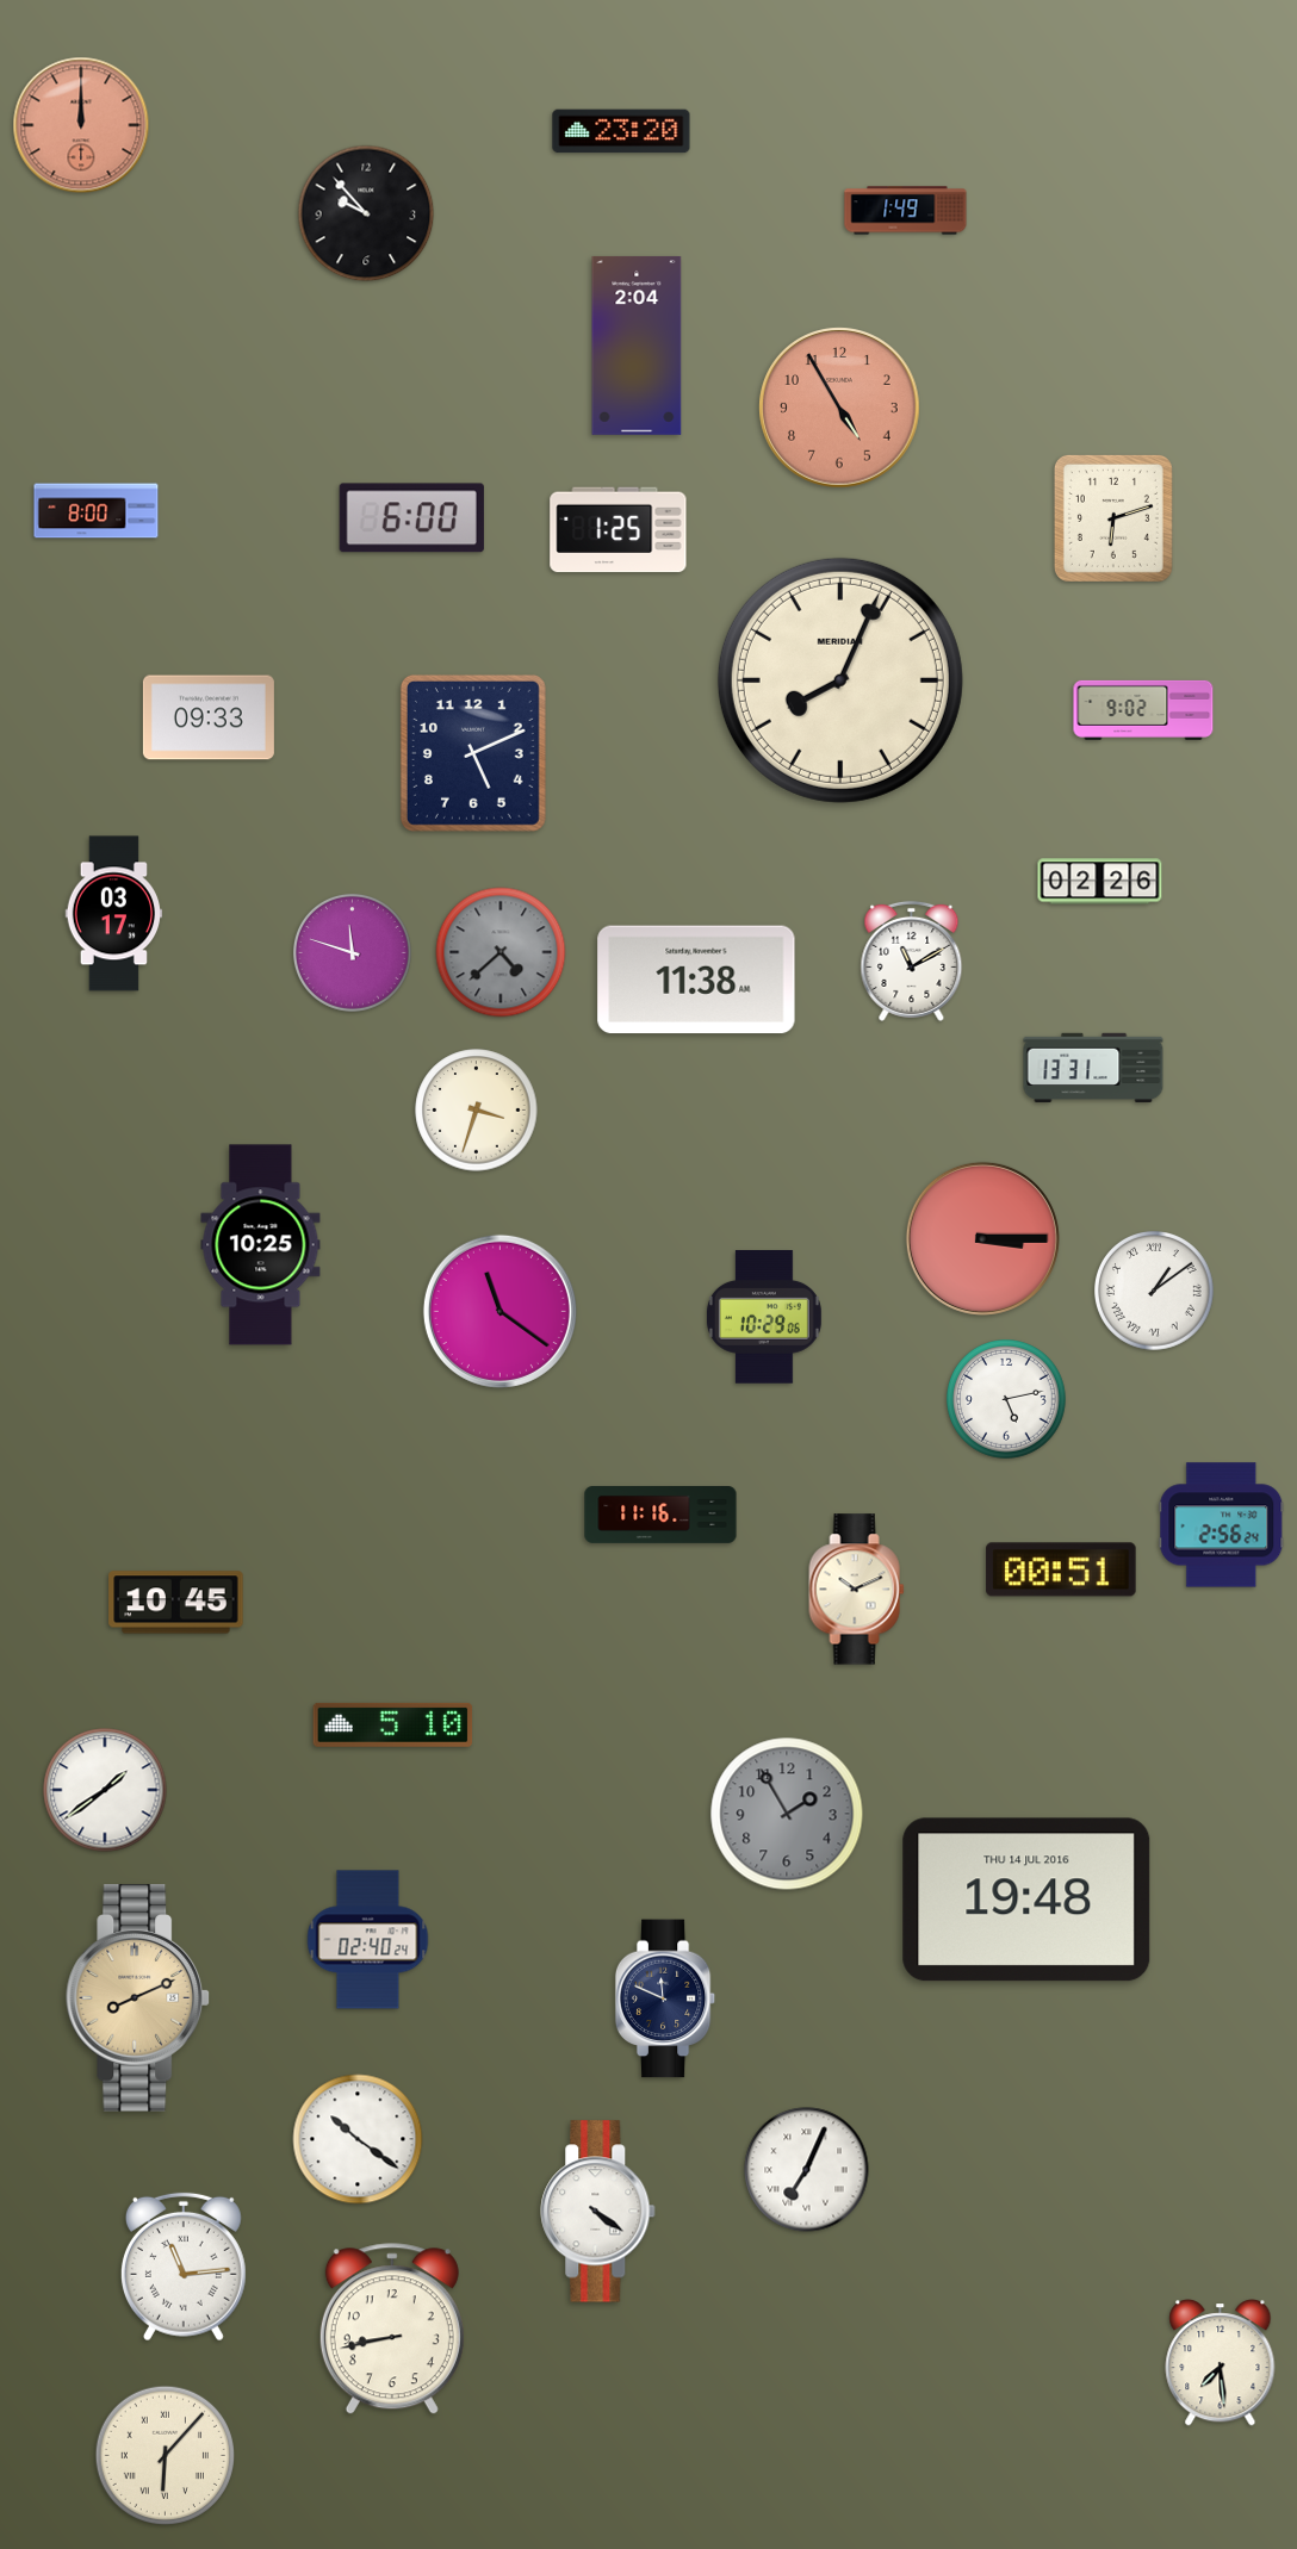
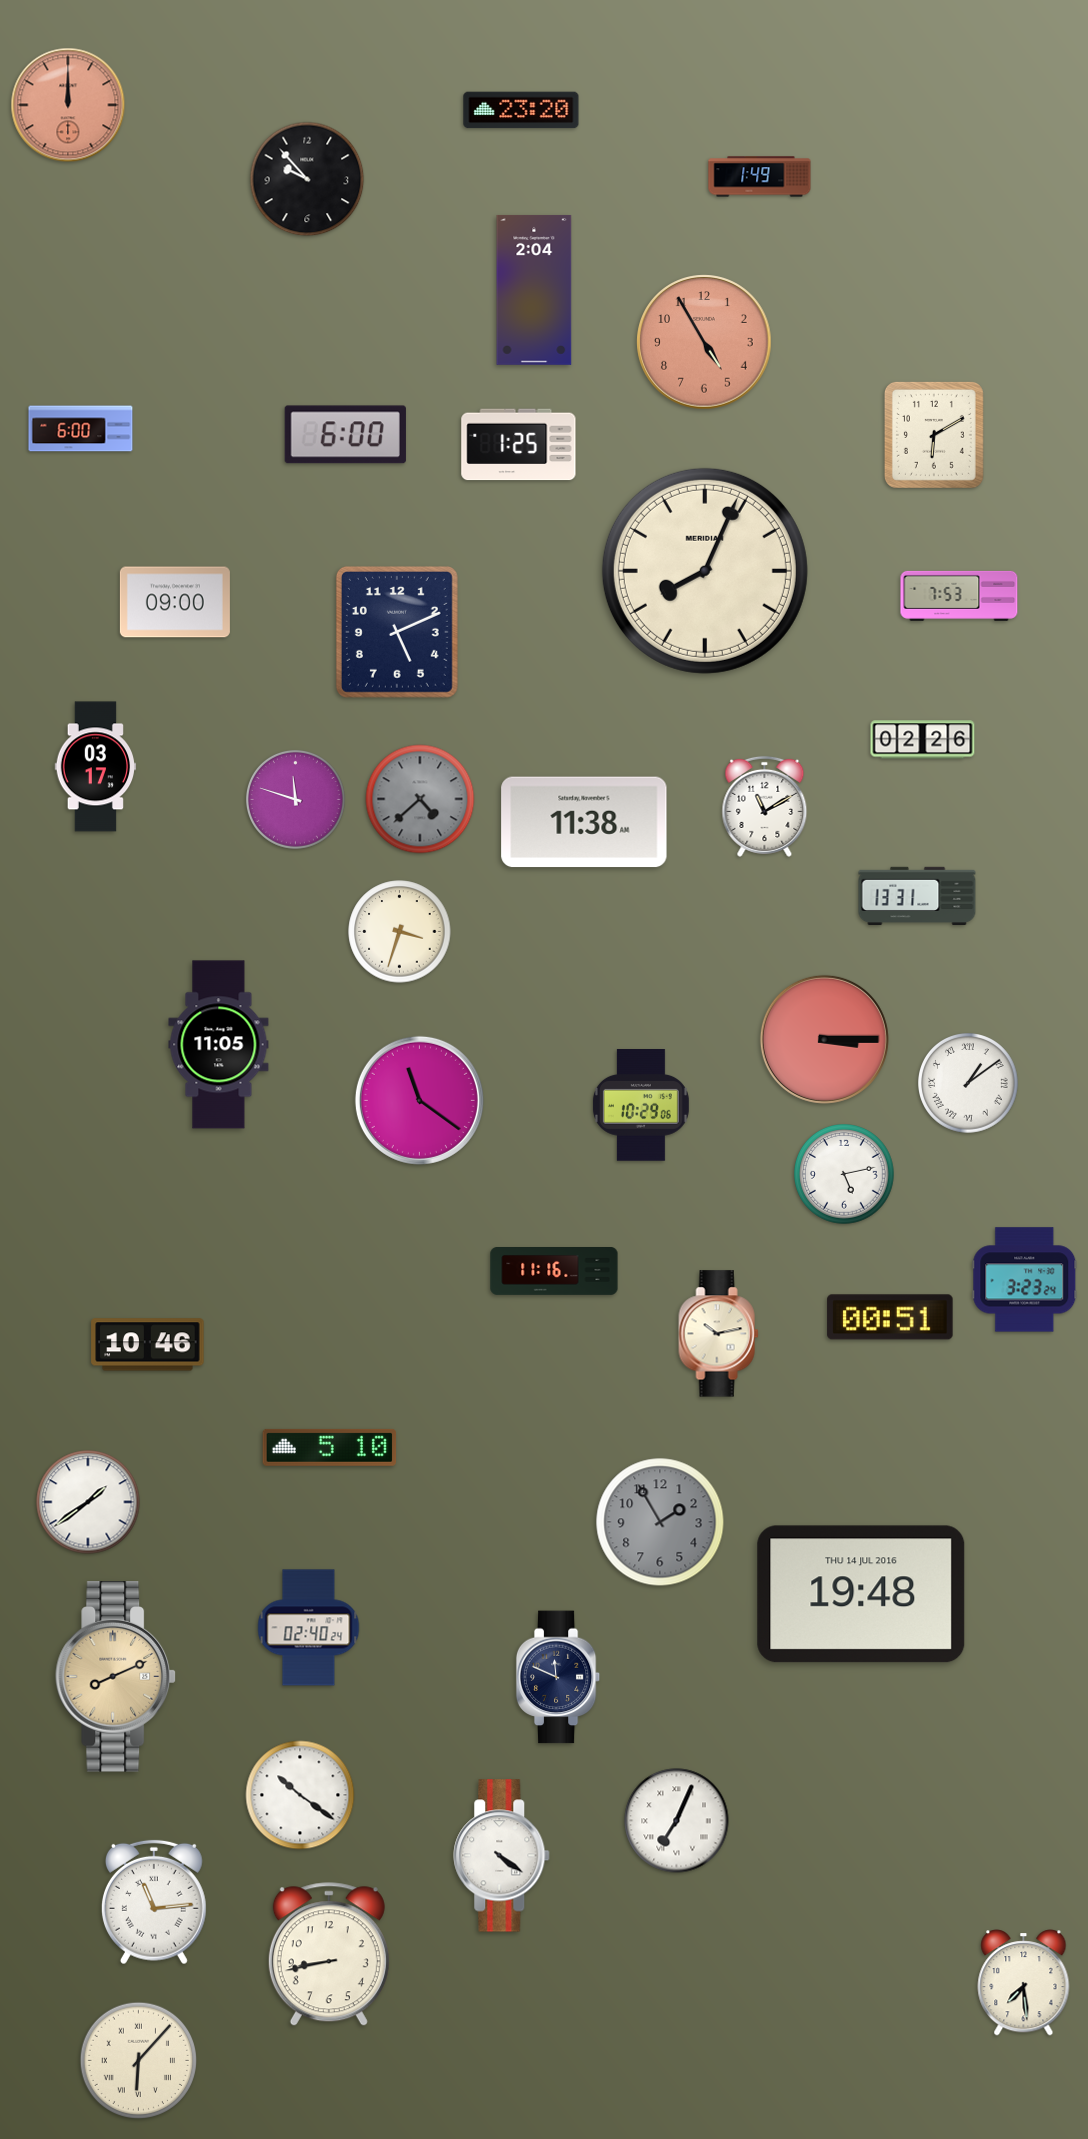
clock at (97, 511): 8:00 -> 6:00
clock at (1113, 518): 6:12 -> 6:10
clock at (1143, 710): 9:02 -> 7:53
clock at (209, 717): 09:33 -> 09:00
clock at (261, 1245): 10:25 -> 11:05
clock at (1222, 1525): 2:56 -> 3:23
clock at (857, 1590): 10:11 -> 10:13
clock at (176, 1603): 10:45 -> 10:46
